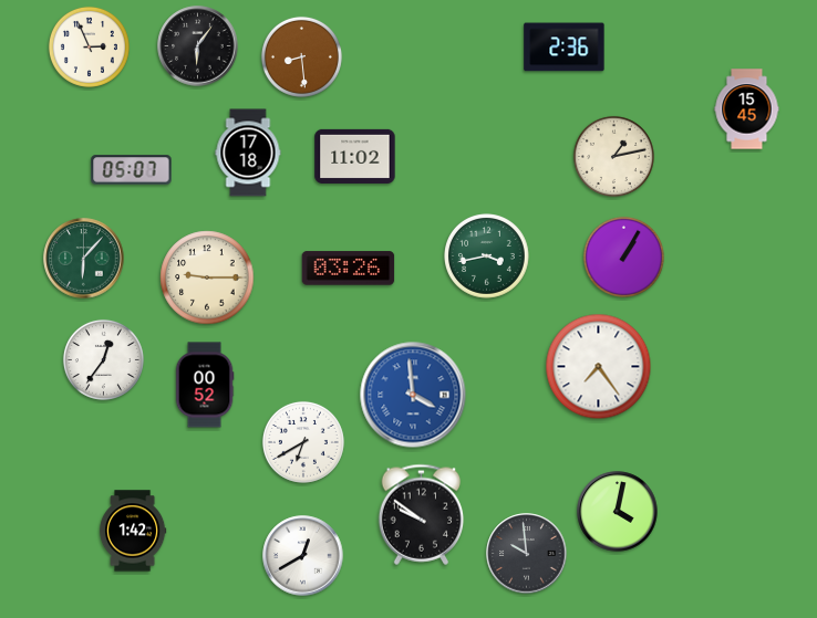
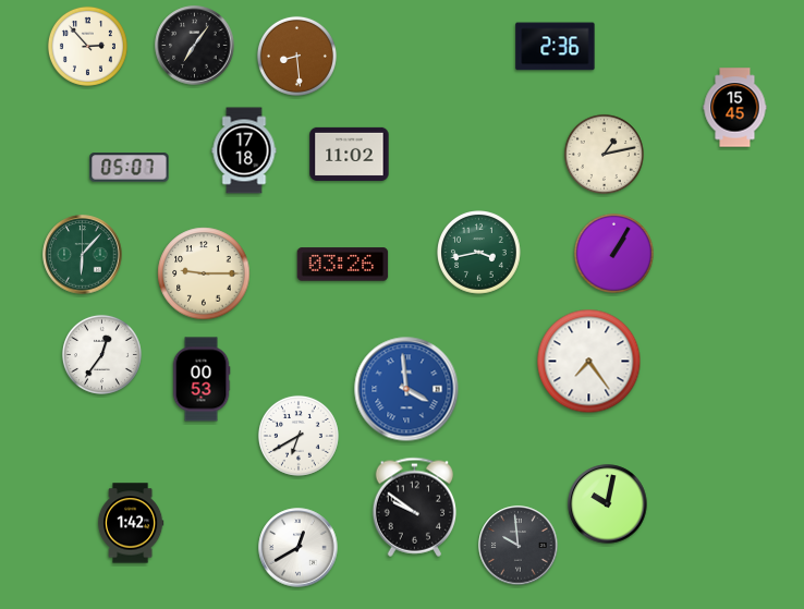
clock at (89, 46): 2:56 -> 2:53
clock at (198, 46): 6:06 -> 7:06
clock at (205, 385): 00:52 -> 00:53
clock at (618, 512): 4:02 -> 10:02
